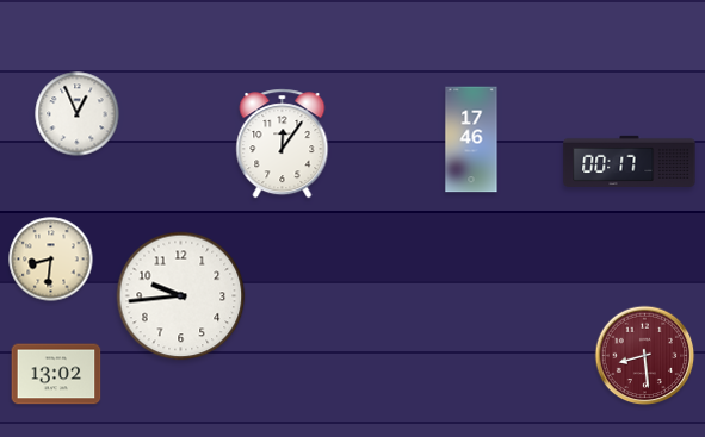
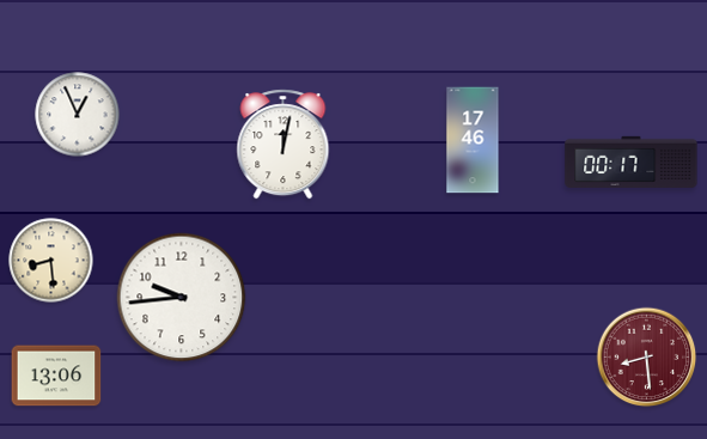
clock at (283, 144): 12:06 -> 12:02
clock at (51, 260): 8:31 -> 8:29
clock at (56, 374): 13:02 -> 13:06
